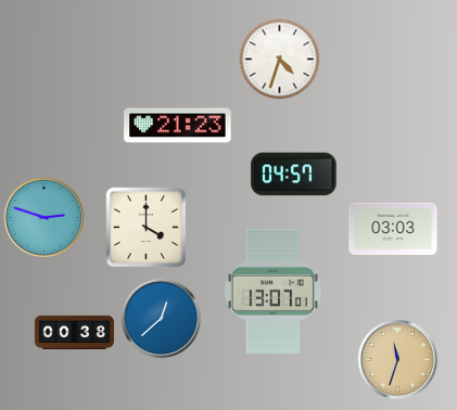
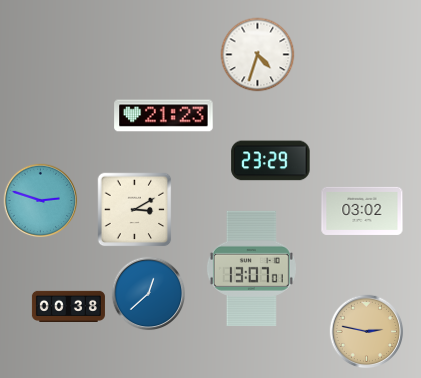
clock at (294, 175): 04:57 -> 23:29
clock at (147, 228): 4:00 -> 3:10
clock at (393, 229): 03:03 -> 03:02
clock at (398, 360): 11:33 -> 2:47
